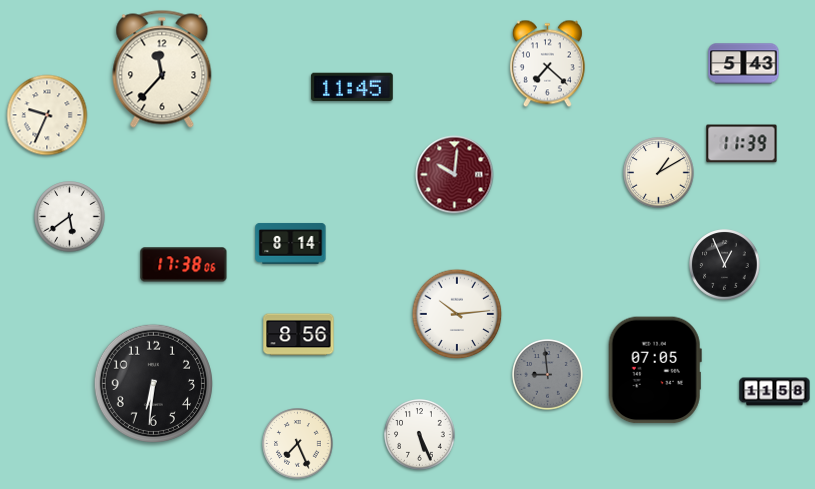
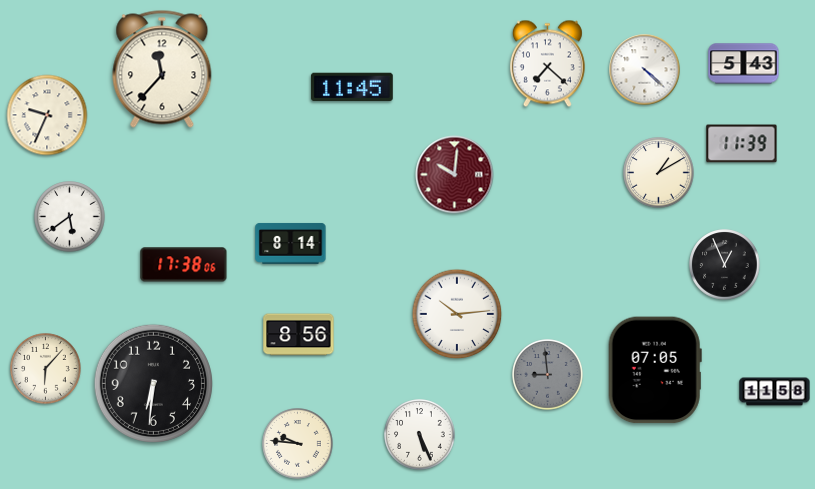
clock at (645, 70): none -> 4:22
clock at (46, 369): none -> 6:07
clock at (298, 444): 7:26 -> 9:46
